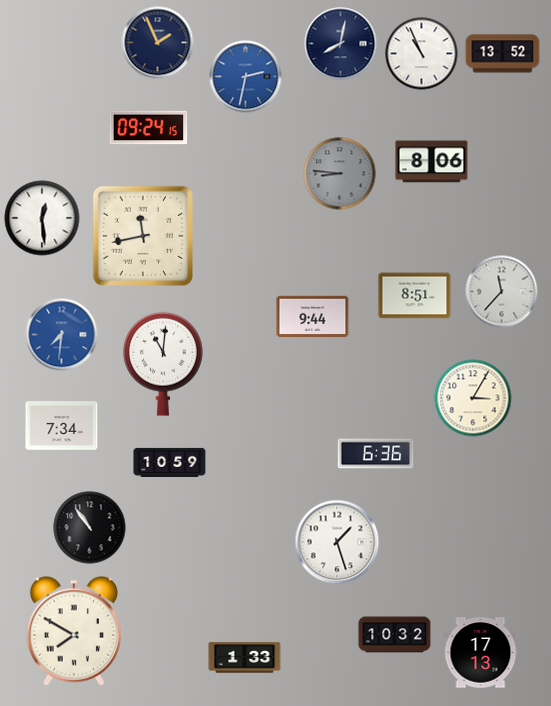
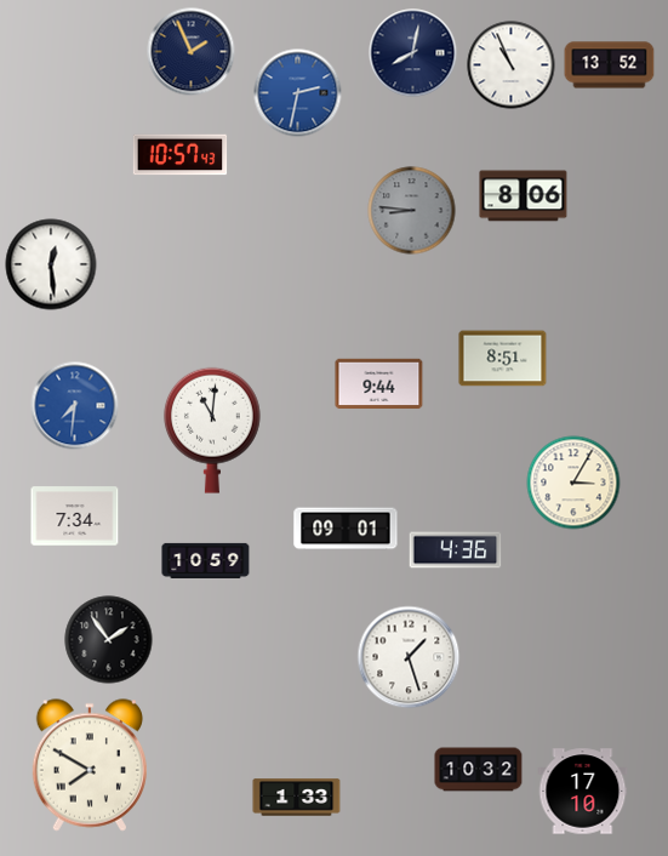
clock at (149, 128): 09:24 -> 10:57
clock at (142, 235): 11:43 -> none
clock at (502, 292): 11:37 -> none
clock at (163, 364) position: (163, 364) -> (212, 430)
clock at (346, 529): none -> 09:01
clock at (376, 454): 6:36 -> 4:36
clock at (90, 528): 10:54 -> 1:54
clock at (481, 653): 17:13 -> 17:10
